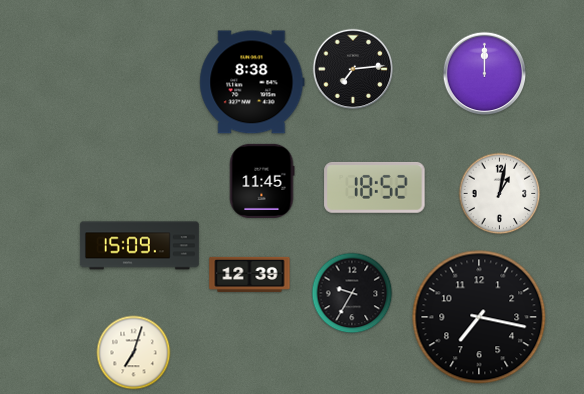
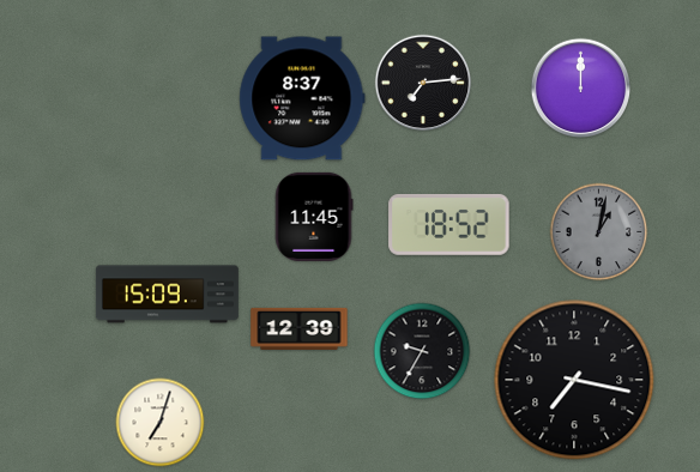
clock at (252, 82): 8:38 -> 8:37
clock at (500, 194) dial: white -> grey
